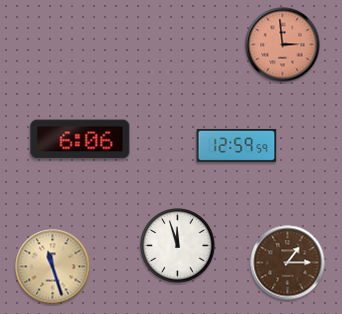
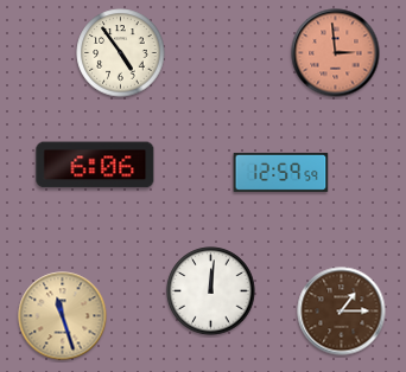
clock at (121, 53): none -> 4:54
clock at (178, 246): 11:57 -> 12:01
